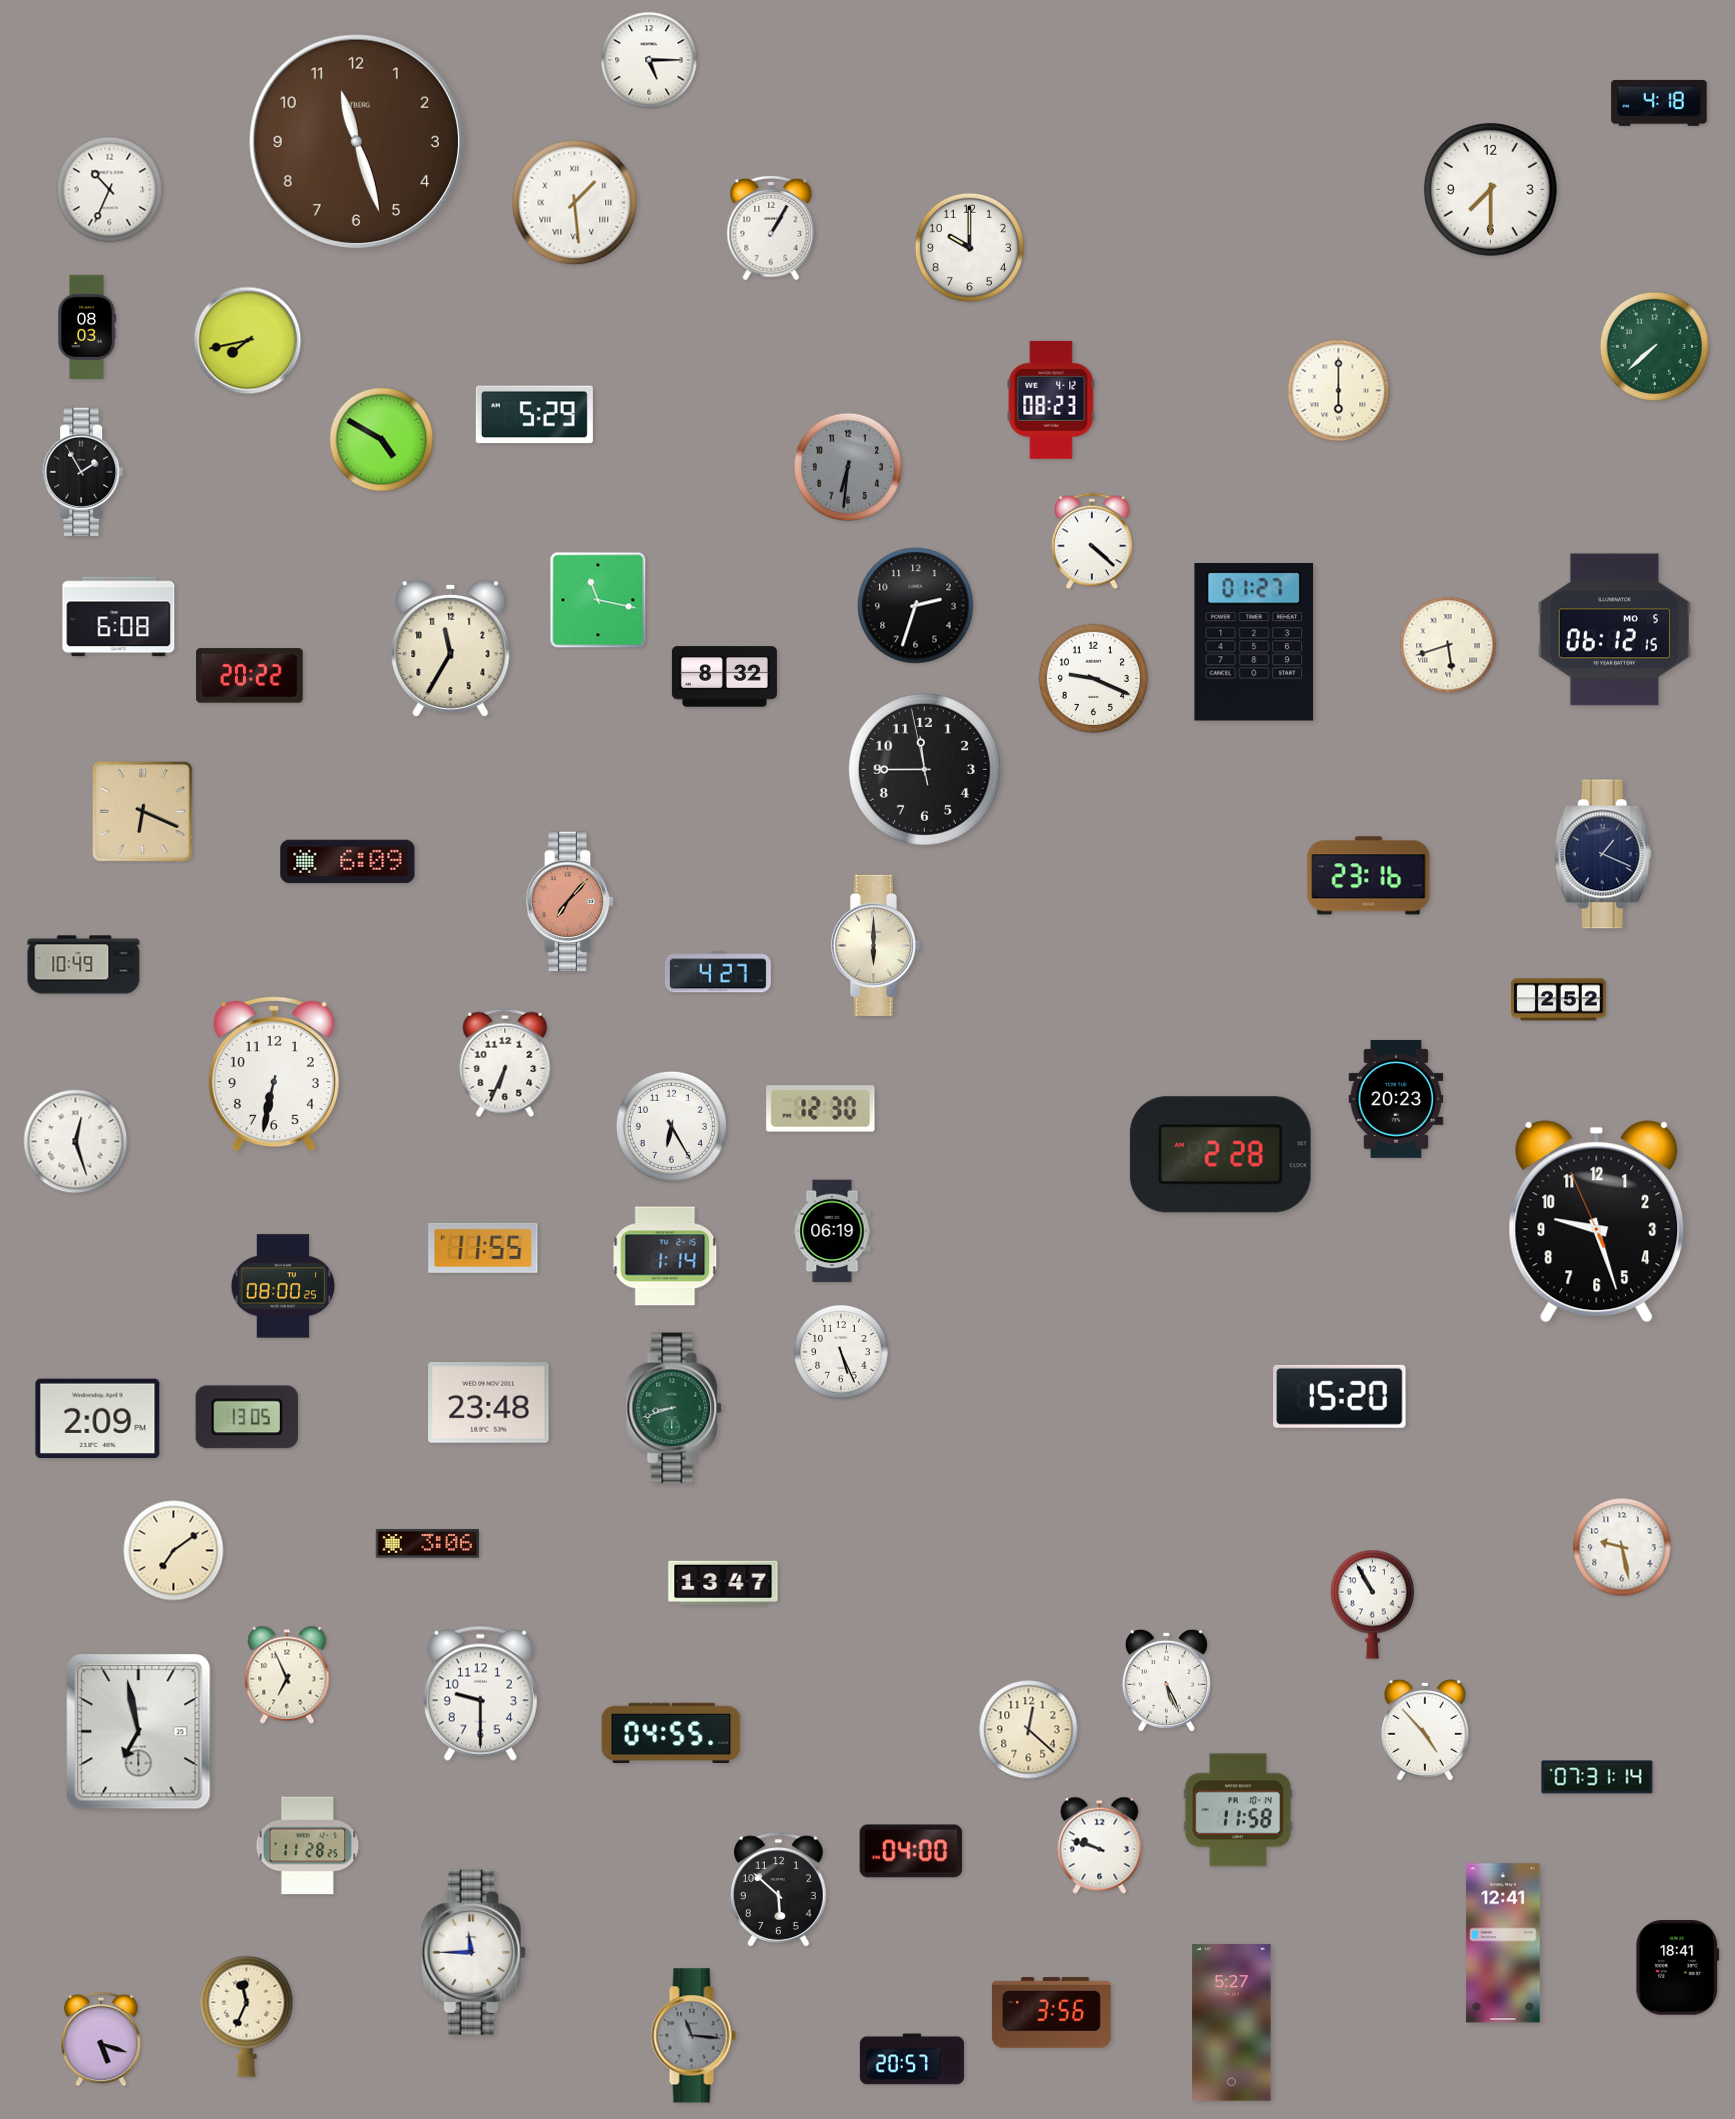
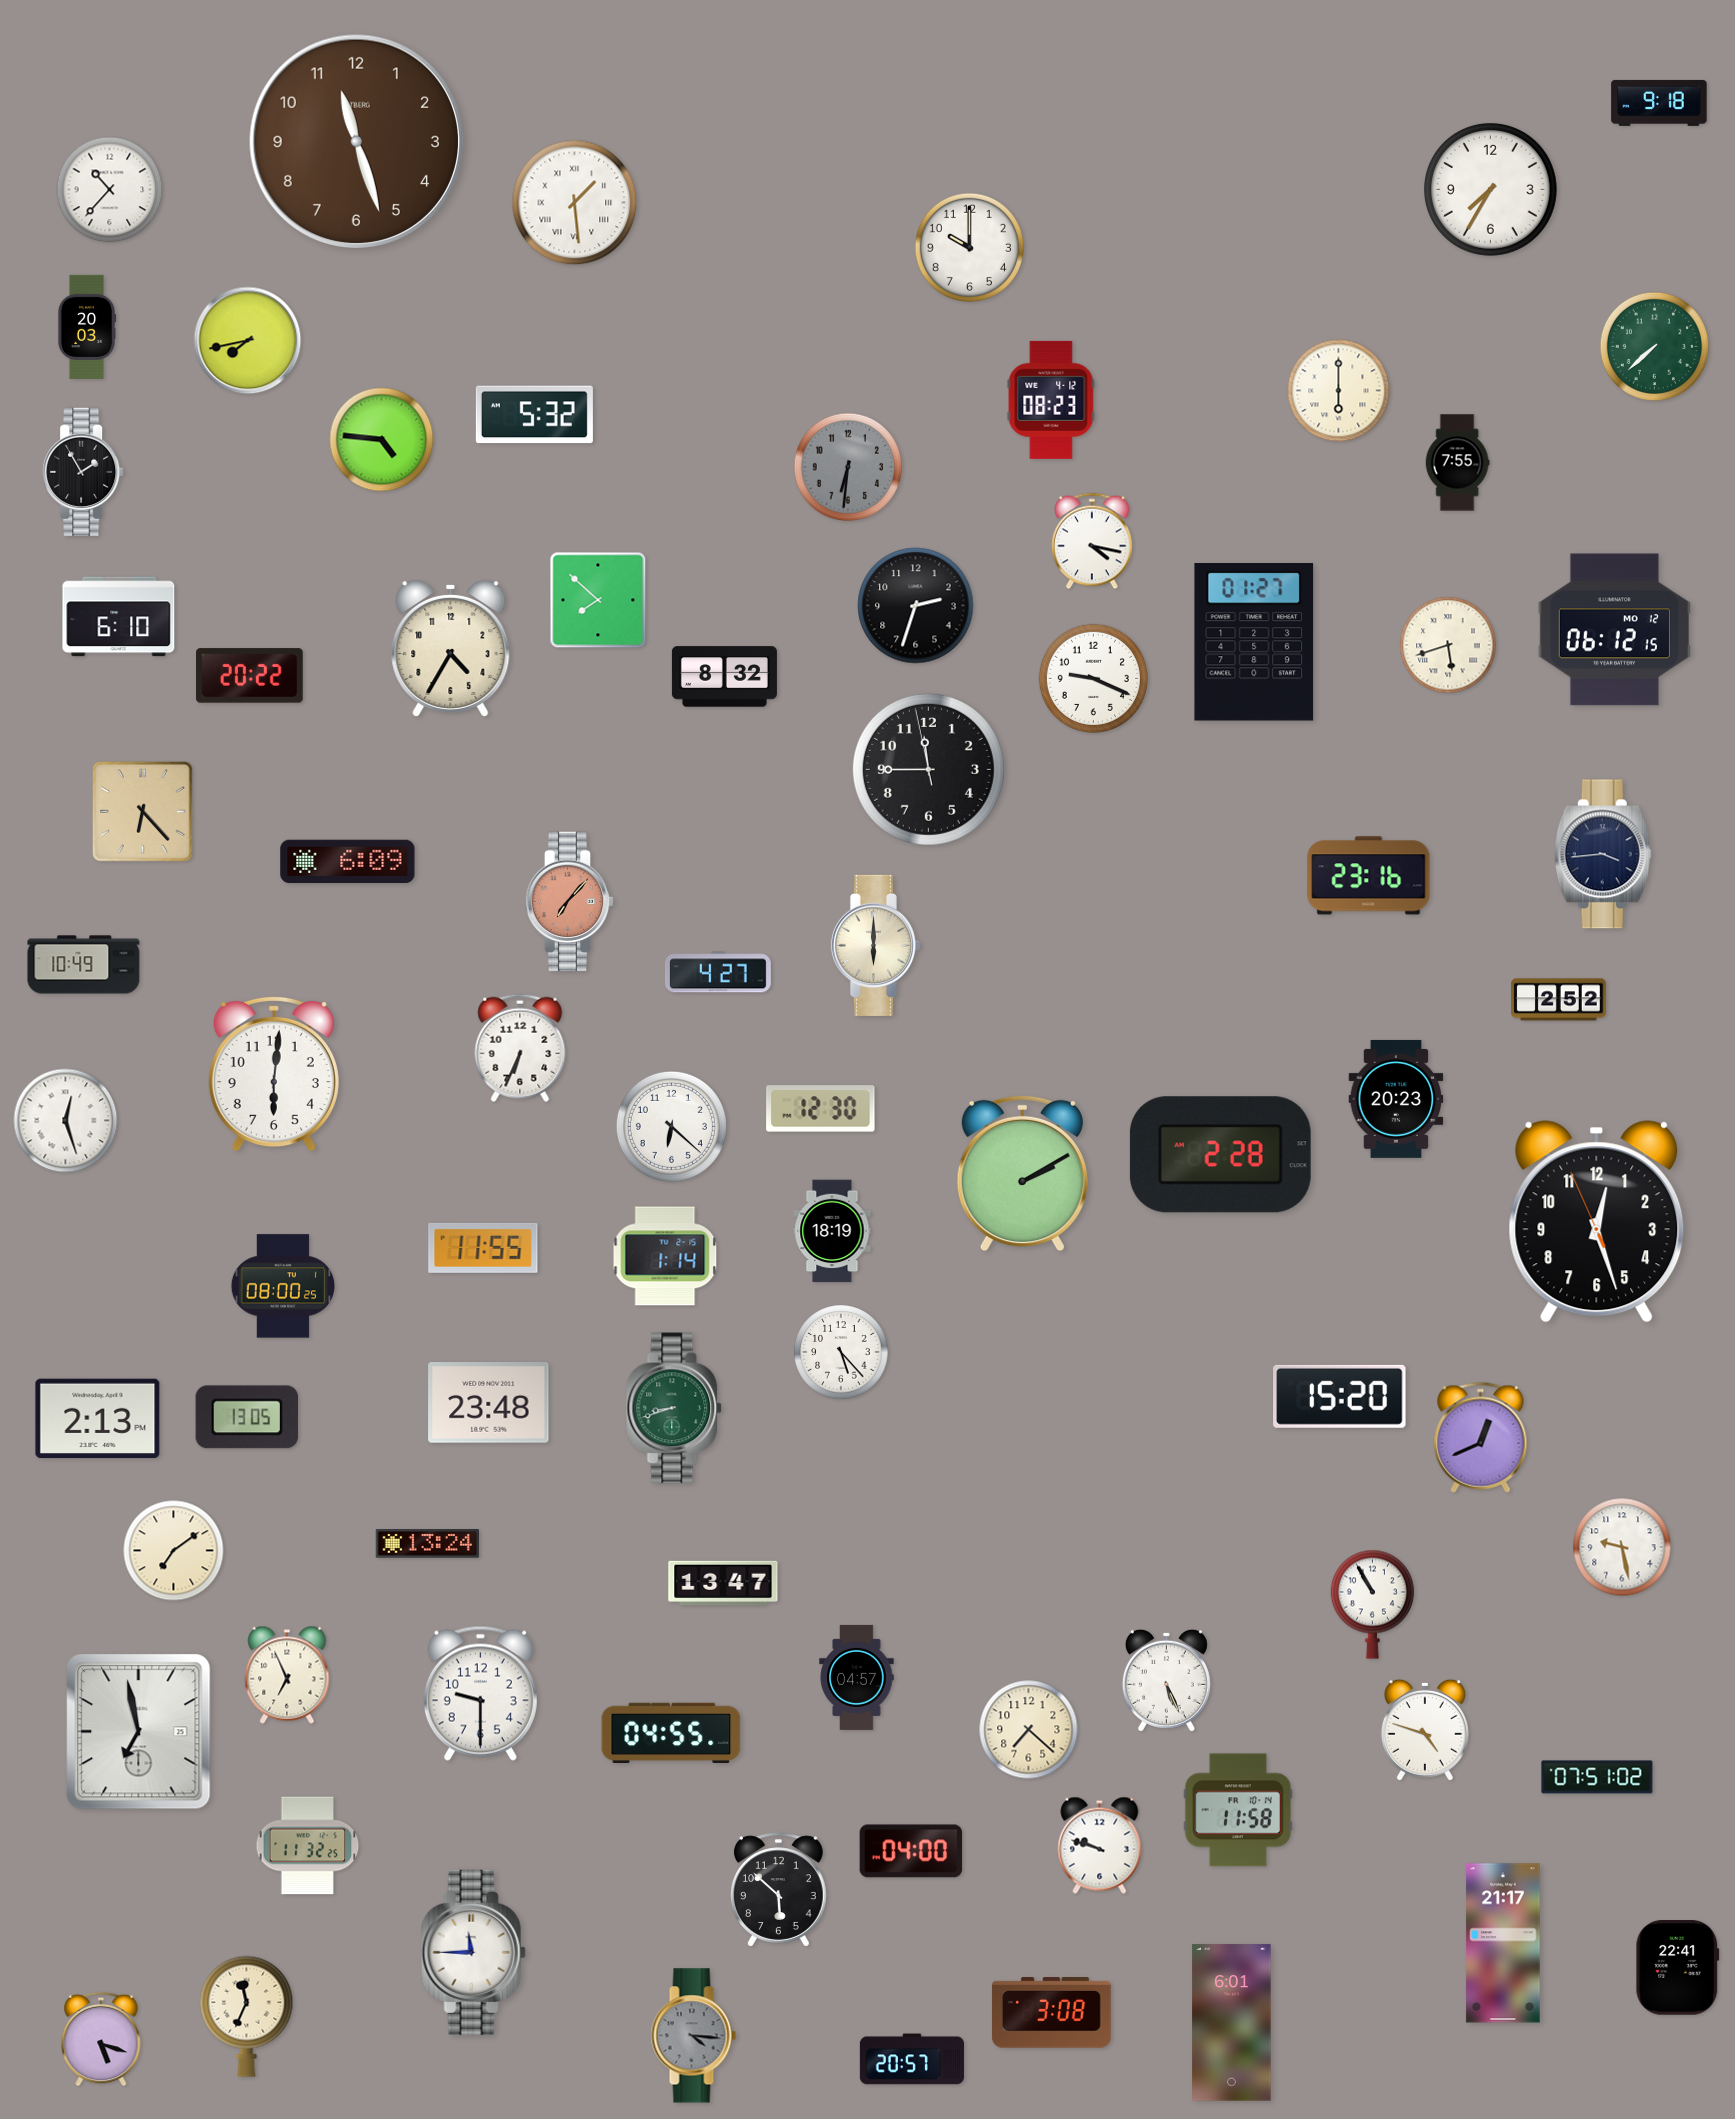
clock at (649, 60): 5:15 -> none
clock at (1659, 103): 4:18 -> 9:18
clock at (1490, 189): 7:30 -> 7:35
clock at (110, 190): 10:34 -> 10:37
clock at (771, 228): 1:05 -> none
clock at (87, 327): 08:03 -> 20:03
clock at (534, 415): 5:29 -> 5:32
clock at (382, 440): 4:50 -> 4:46
clock at (1457, 463): none -> 7:55
clock at (1093, 541): 4:22 -> 4:17
clock at (598, 600): 11:17 -> 7:52
clock at (119, 617): 6:08 -> 6:10
clock at (1614, 630) date: MO 5 -> MO 12
clock at (451, 648): 11:35 -> 4:35
clock at (924, 769) position: (924, 769) -> (928, 769)
clock at (143, 812): 6:19 -> 6:23
clock at (1603, 854): 1:19 -> 3:44
clock at (505, 1063) position: (505, 1063) -> (520, 1048)
clock at (274, 1074): 6:32 -> 6:01
clock at (671, 1126): 6:25 -> 6:22
clock at (76, 1142) position: (76, 1142) -> (66, 1121)
clock at (1022, 1174): none -> 2:10
clock at (1597, 1222): 9:26 -> 12:26
clock at (832, 1231): 06:19 -> 18:19
clock at (841, 1352): 5:26 -> 5:23
clock at (98, 1419): 2:09 -> 2:13
clock at (1481, 1437): none -> 12:41
clock at (427, 1544): 3:06 -> 13:24
clock at (857, 1677): none -> 04:57
clock at (1029, 1730): 12:22 -> 7:22
clock at (1425, 1730): 4:53 -> 4:48
clock at (1597, 1777): 07:31 -> 07:51
clock at (308, 1846): 11:28 -> 11:32
clock at (1503, 1943): 12:41 -> 21:17
clock at (1678, 1968): 18:41 -> 22:41
clock at (1051, 2013): 3:56 -> 3:08
clock at (1232, 2023): 5:27 -> 6:01
clock at (693, 2036): 11:16 -> 4:16
